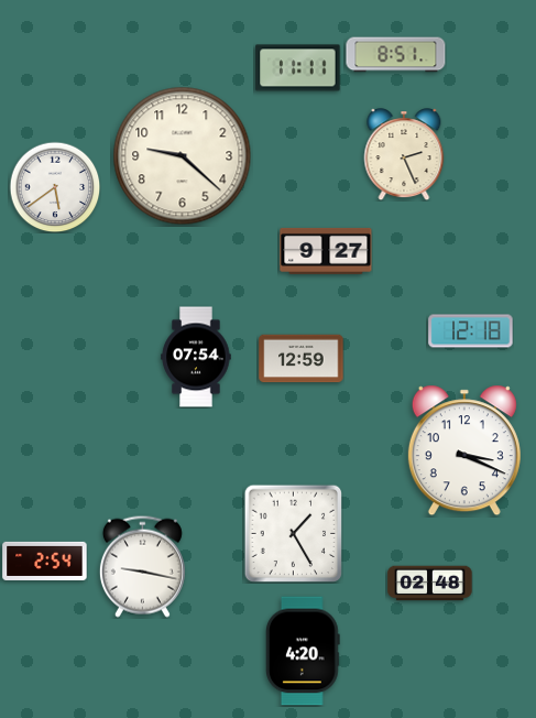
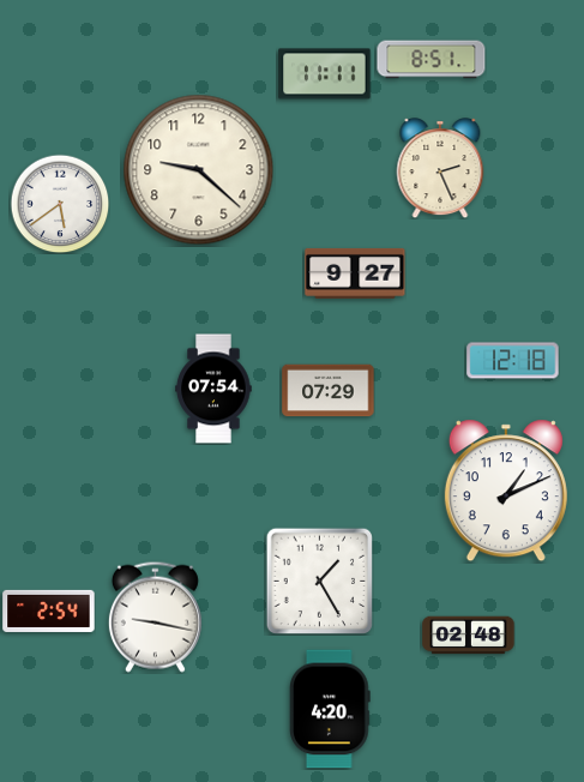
clock at (302, 359): 12:59 -> 07:29
clock at (464, 450): 3:19 -> 1:11
